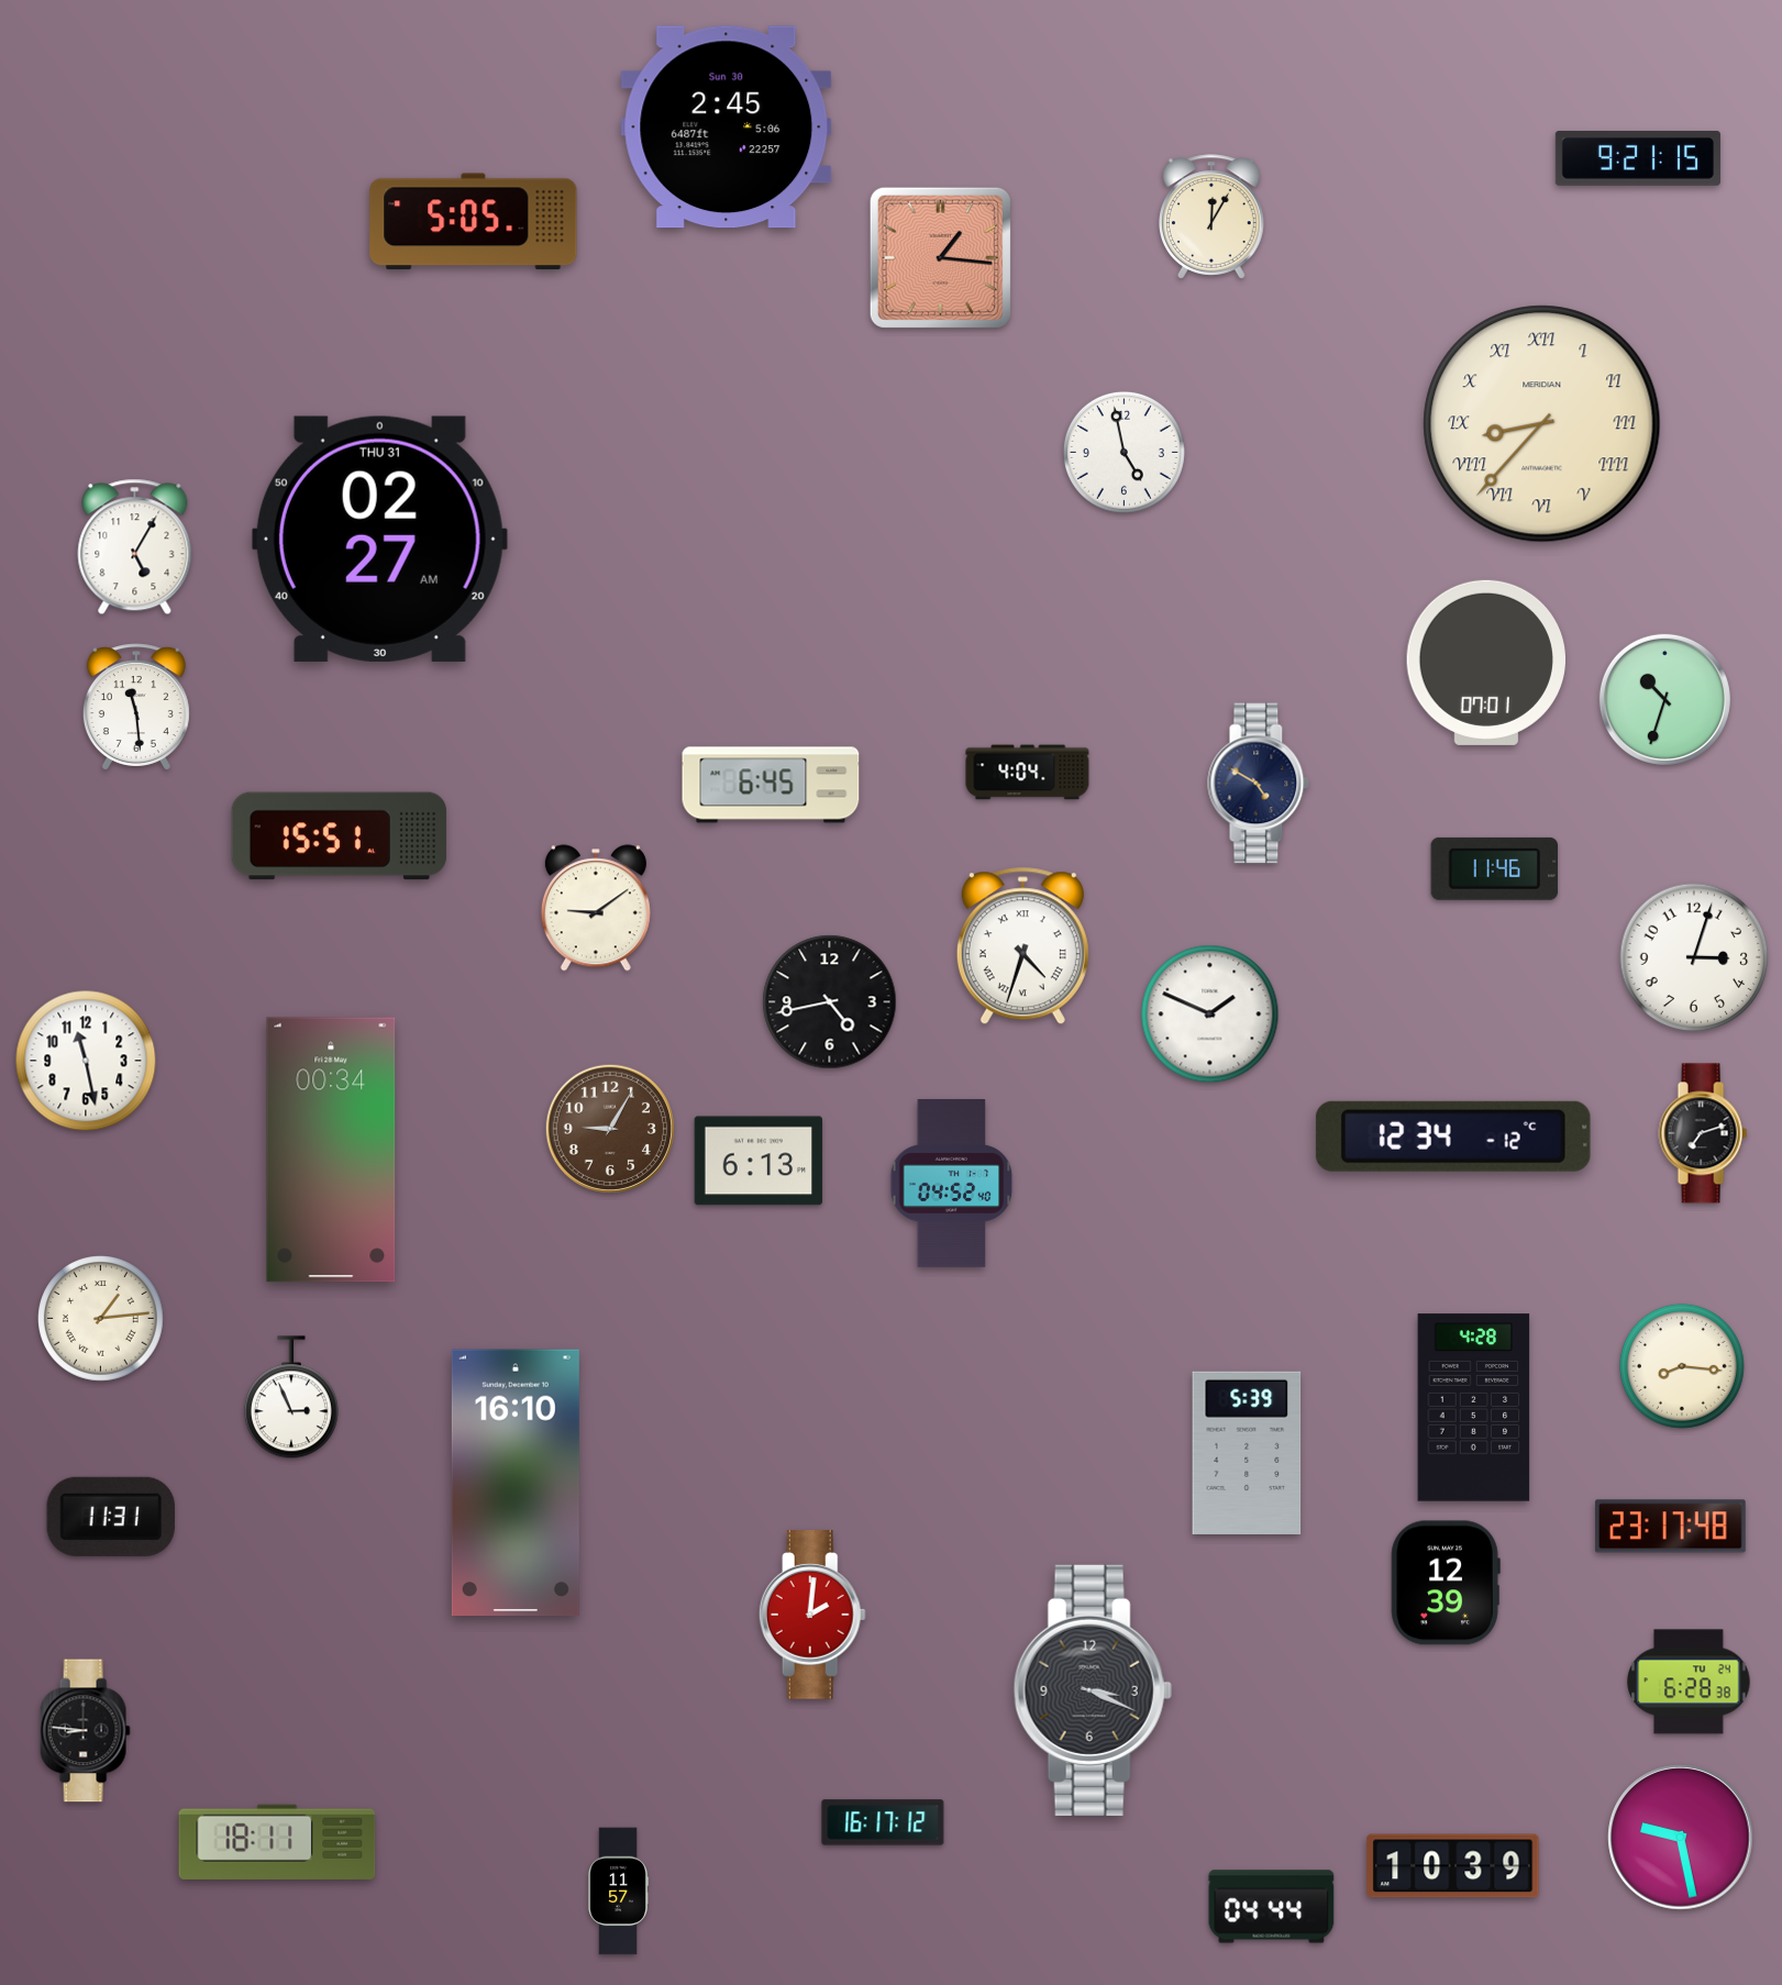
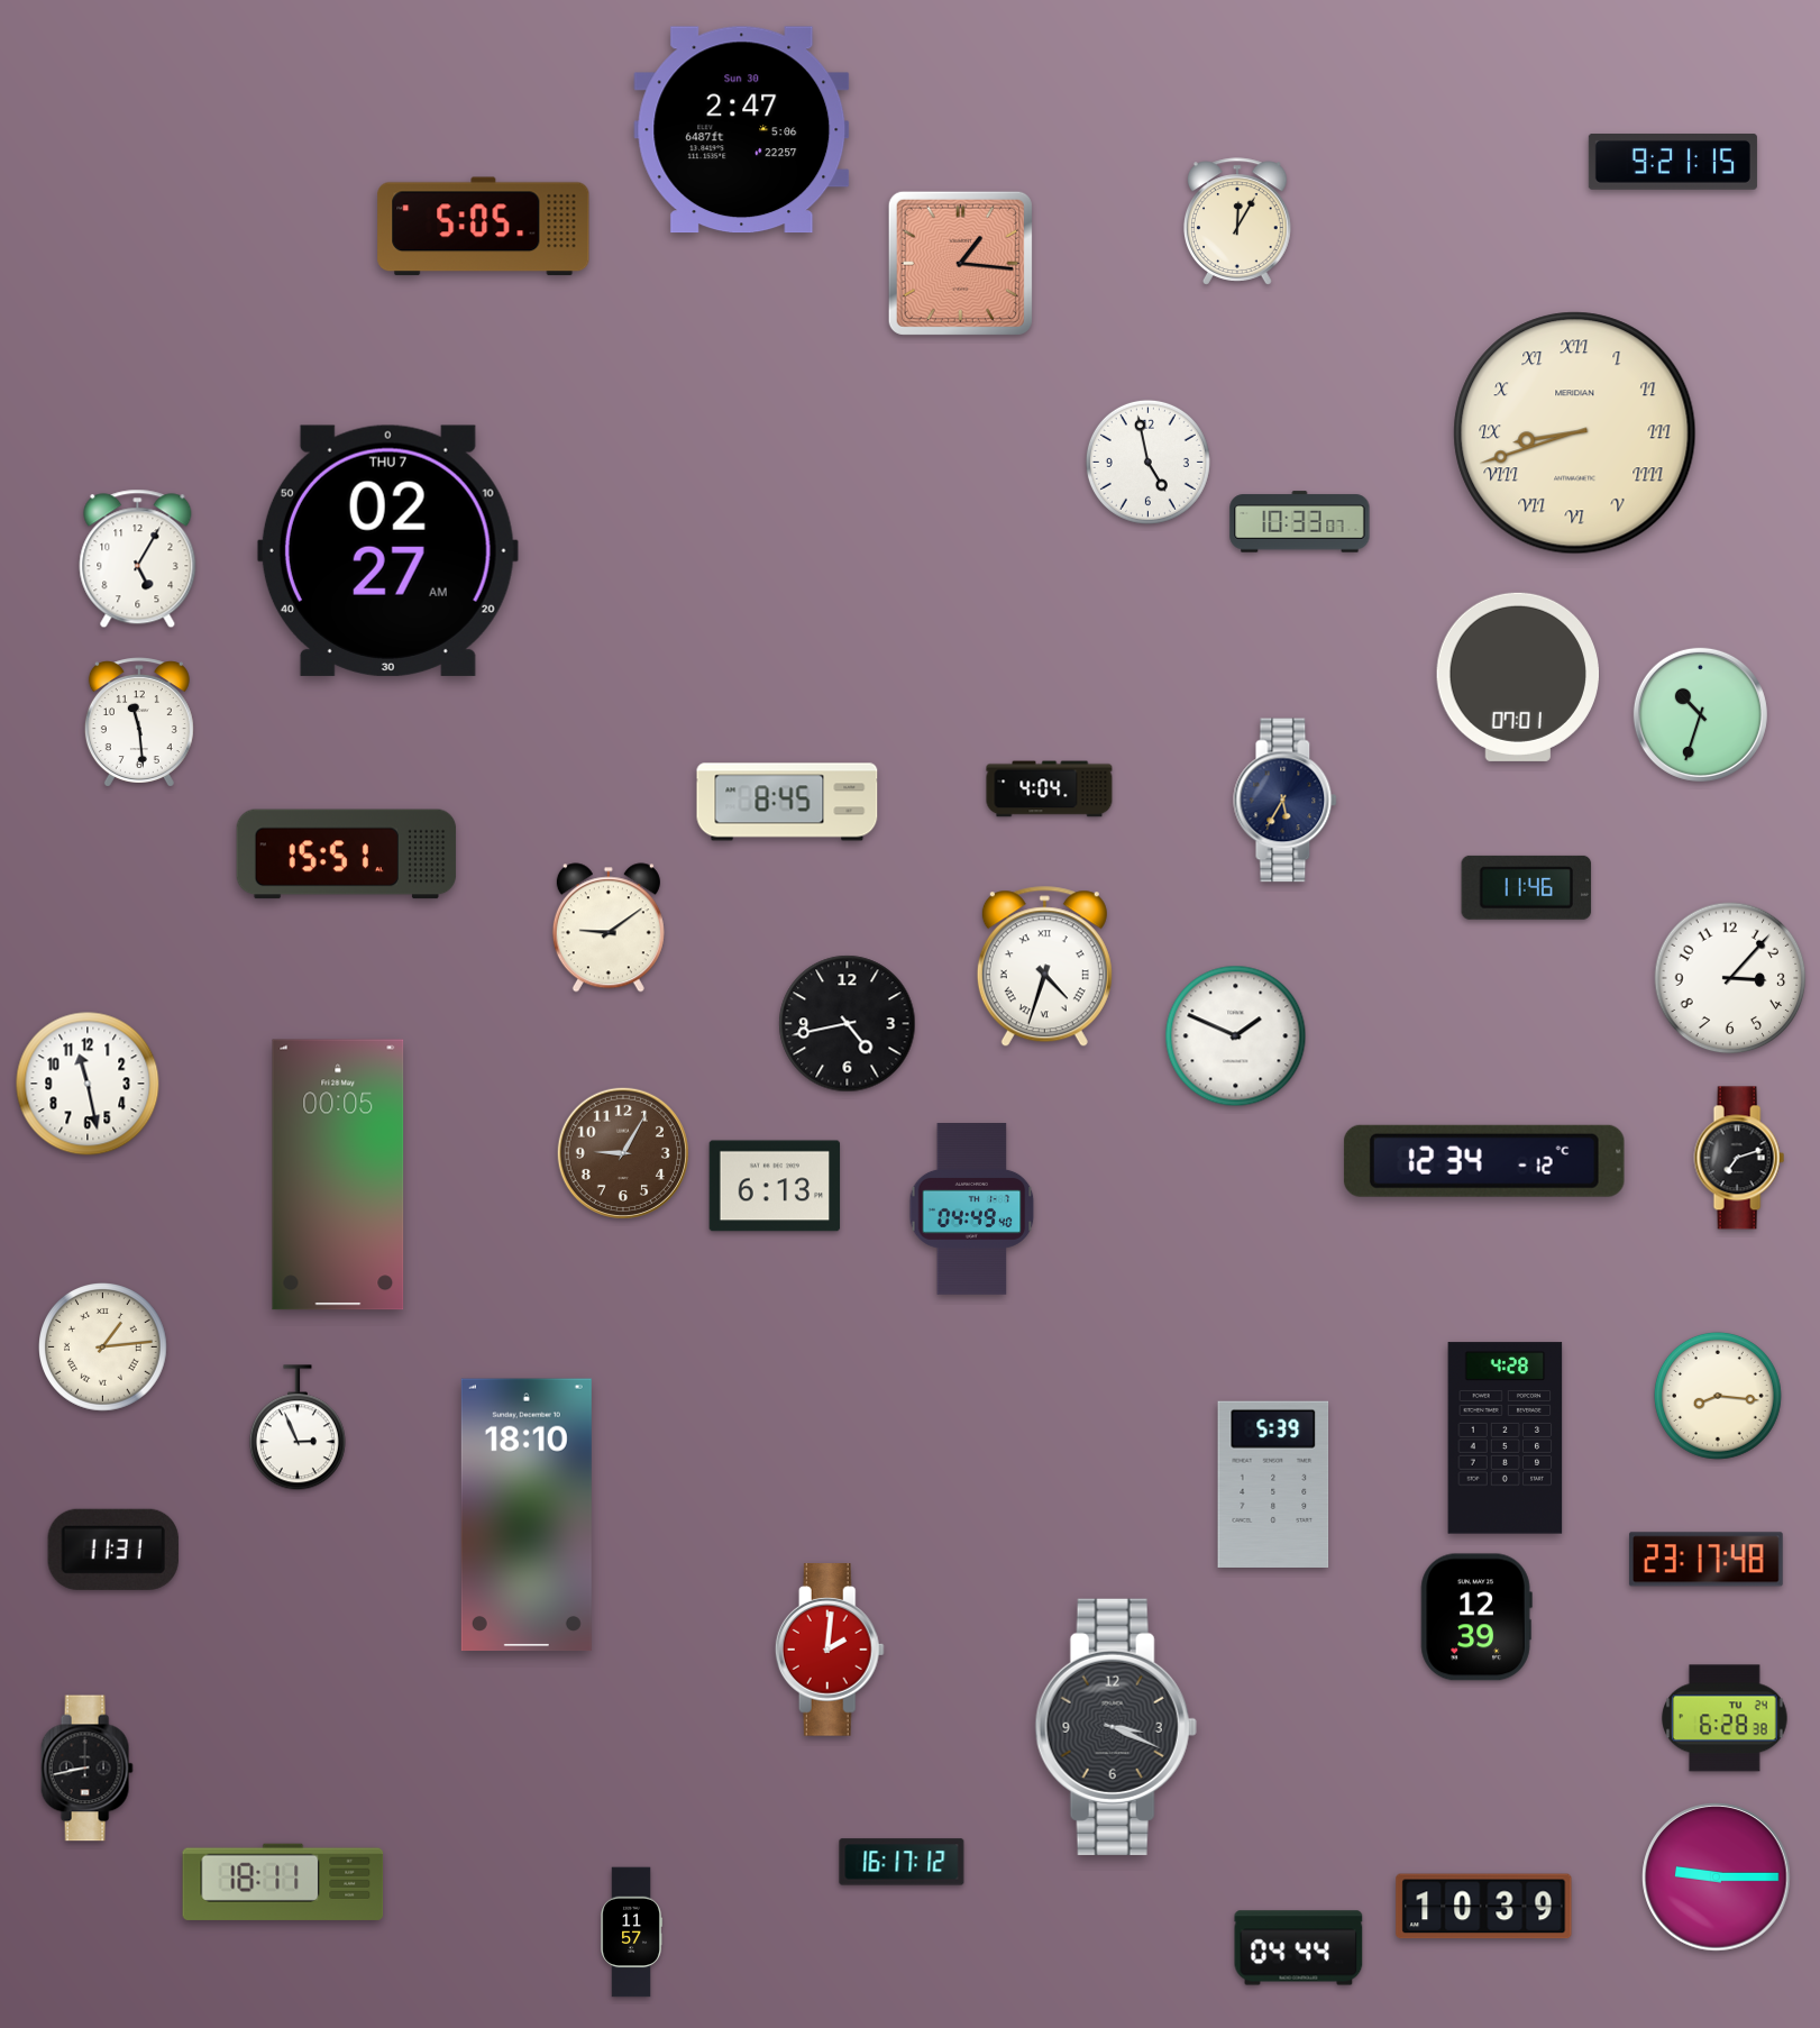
clock at (727, 127): 2:45 -> 2:47
clock at (1542, 424): 8:37 -> 8:42
clock at (1300, 522): none -> 10:33
clock at (379, 539) date: THU 31 -> THU 7
clock at (1259, 784): 4:50 -> 5:35
clock at (771, 785): 6:45 -> 8:45
clock at (1694, 957): 3:03 -> 3:07
clock at (331, 1150): 00:34 -> 00:05
clock at (952, 1184): 04:52 -> 04:49
clock at (516, 1483): 16:10 -> 18:10
clock at (85, 1731): 8:46 -> 8:43
clock at (1681, 1838): 9:28 -> 9:15
